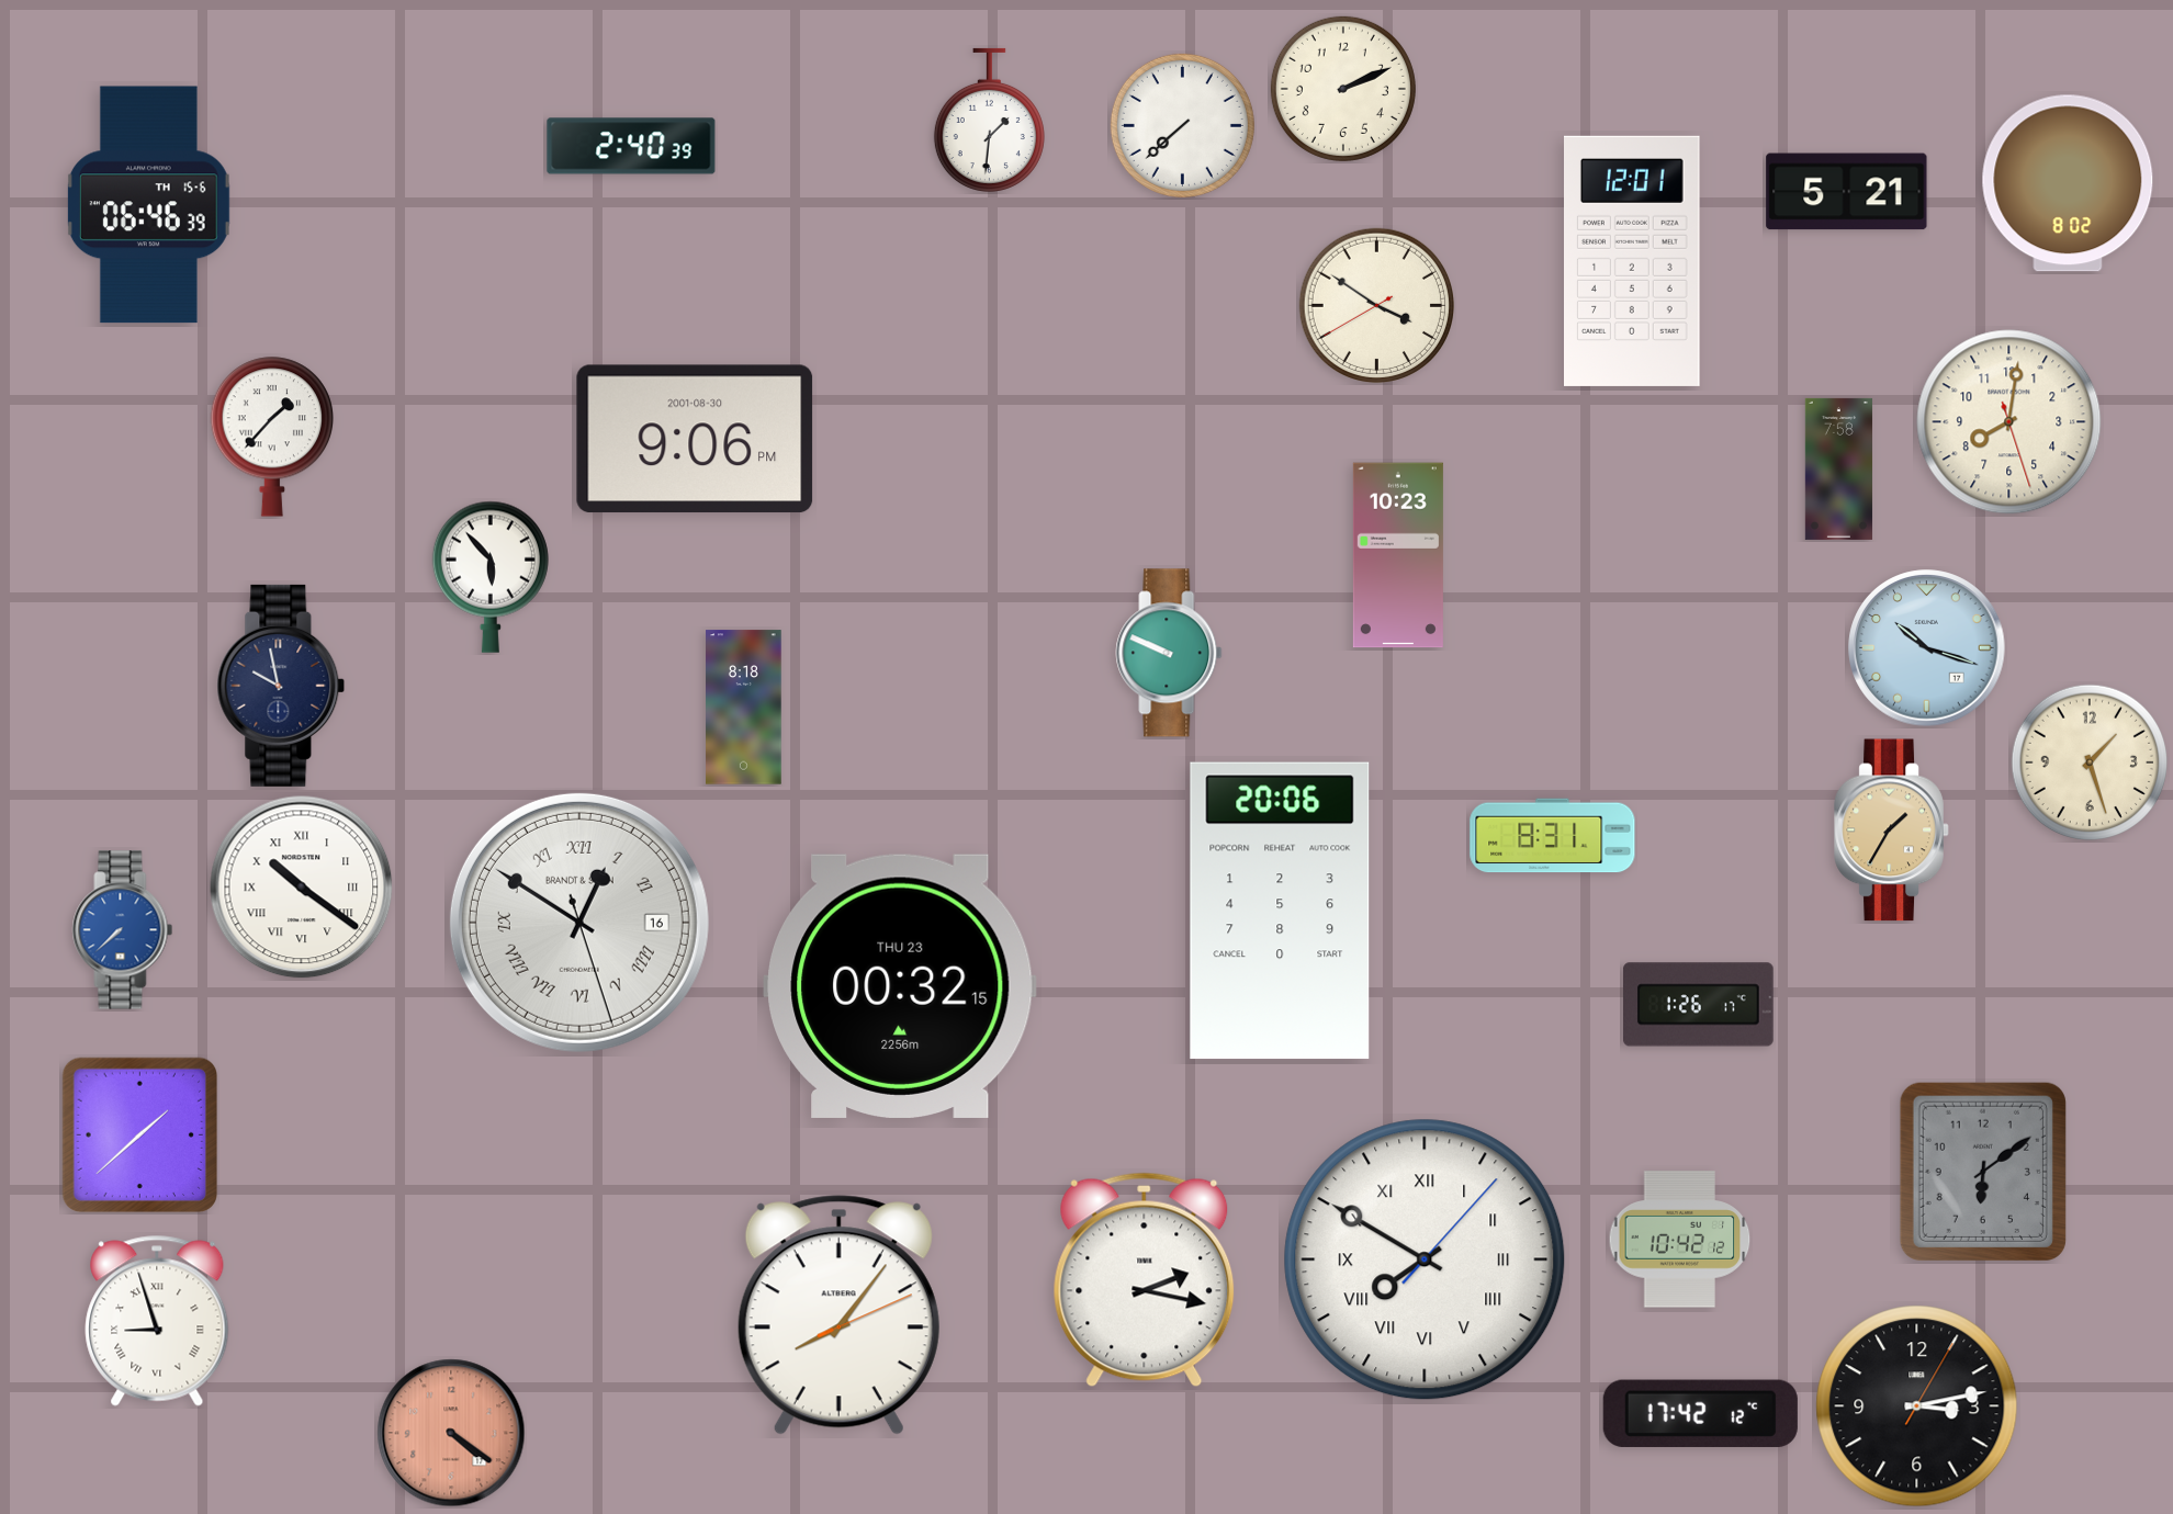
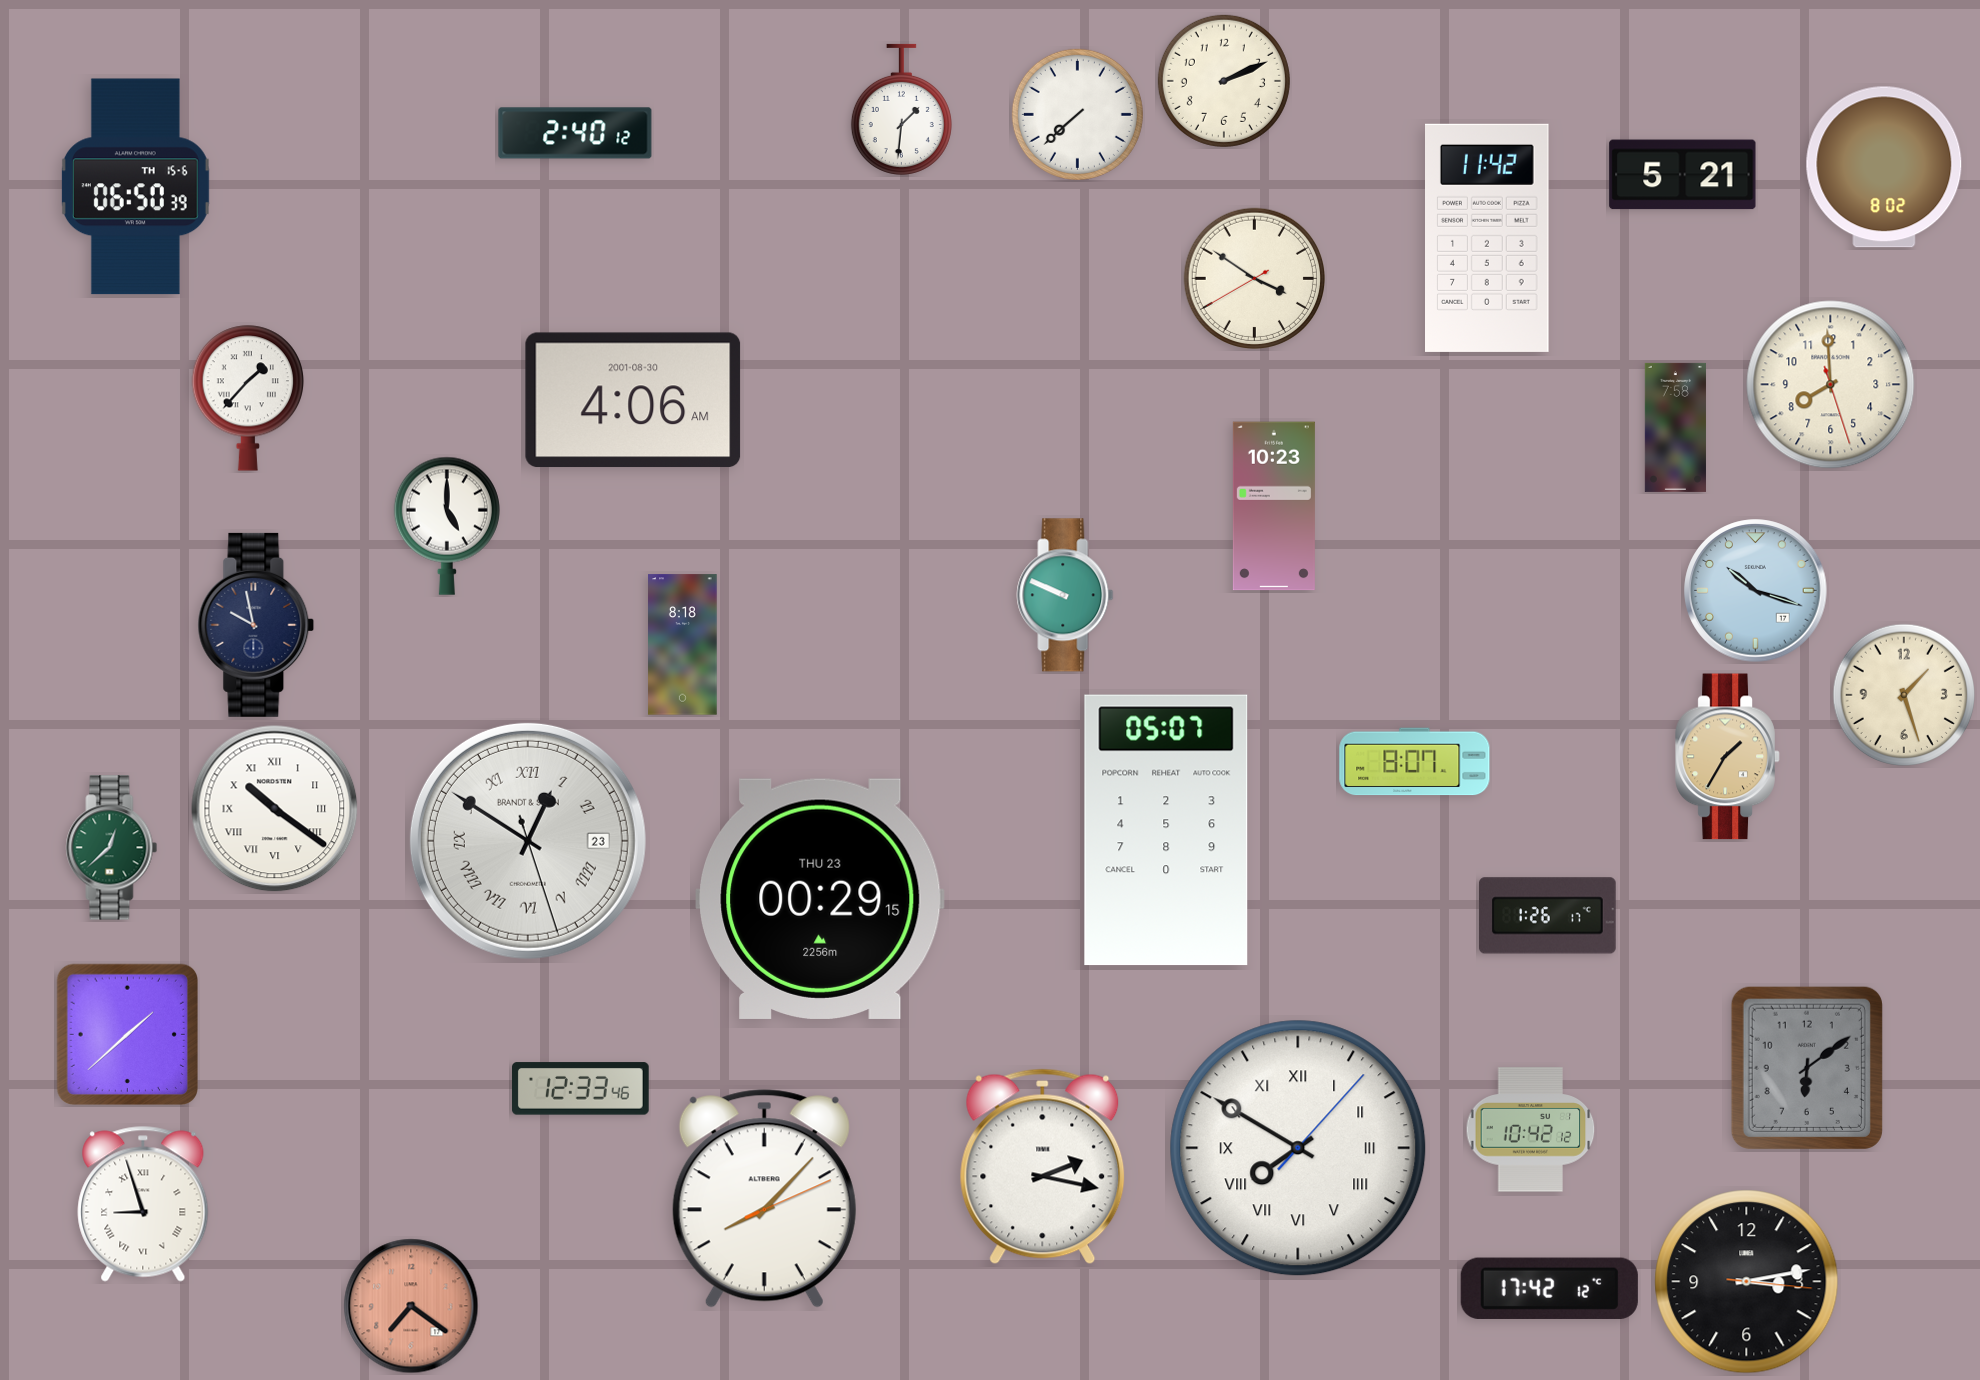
clock at (631, 146): 2:40:39 -> 2:40:12
clock at (148, 205): 06:46 -> 06:50
clock at (1633, 261): 12:01 -> 11:42
clock at (2009, 422): 8:01 -> 7:59
clock at (695, 439): 9:06 -> 4:06
clock at (491, 577): 5:53 -> 5:00
clock at (744, 708) position: (744, 708) -> (683, 645)
clock at (1892, 831) position: (1892, 831) -> (1728, 757)
clock at (1553, 836): 8:31 -> 8:07
clock at (1280, 911): 20:06 -> 05:07
clock at (579, 923) date: 16 -> 23
clock at (123, 930): 7:38 -> 12:38
clock at (123, 930) dial: blue -> green
clock at (900, 986): 00:32 -> 00:29
clock at (581, 1089): none -> 12:33
clock at (838, 1315): 8:06 -> 8:07
clock at (1917, 1406): 3:13:05 -> 3:13:16
clock at (451, 1433): 4:21 -> 7:21
